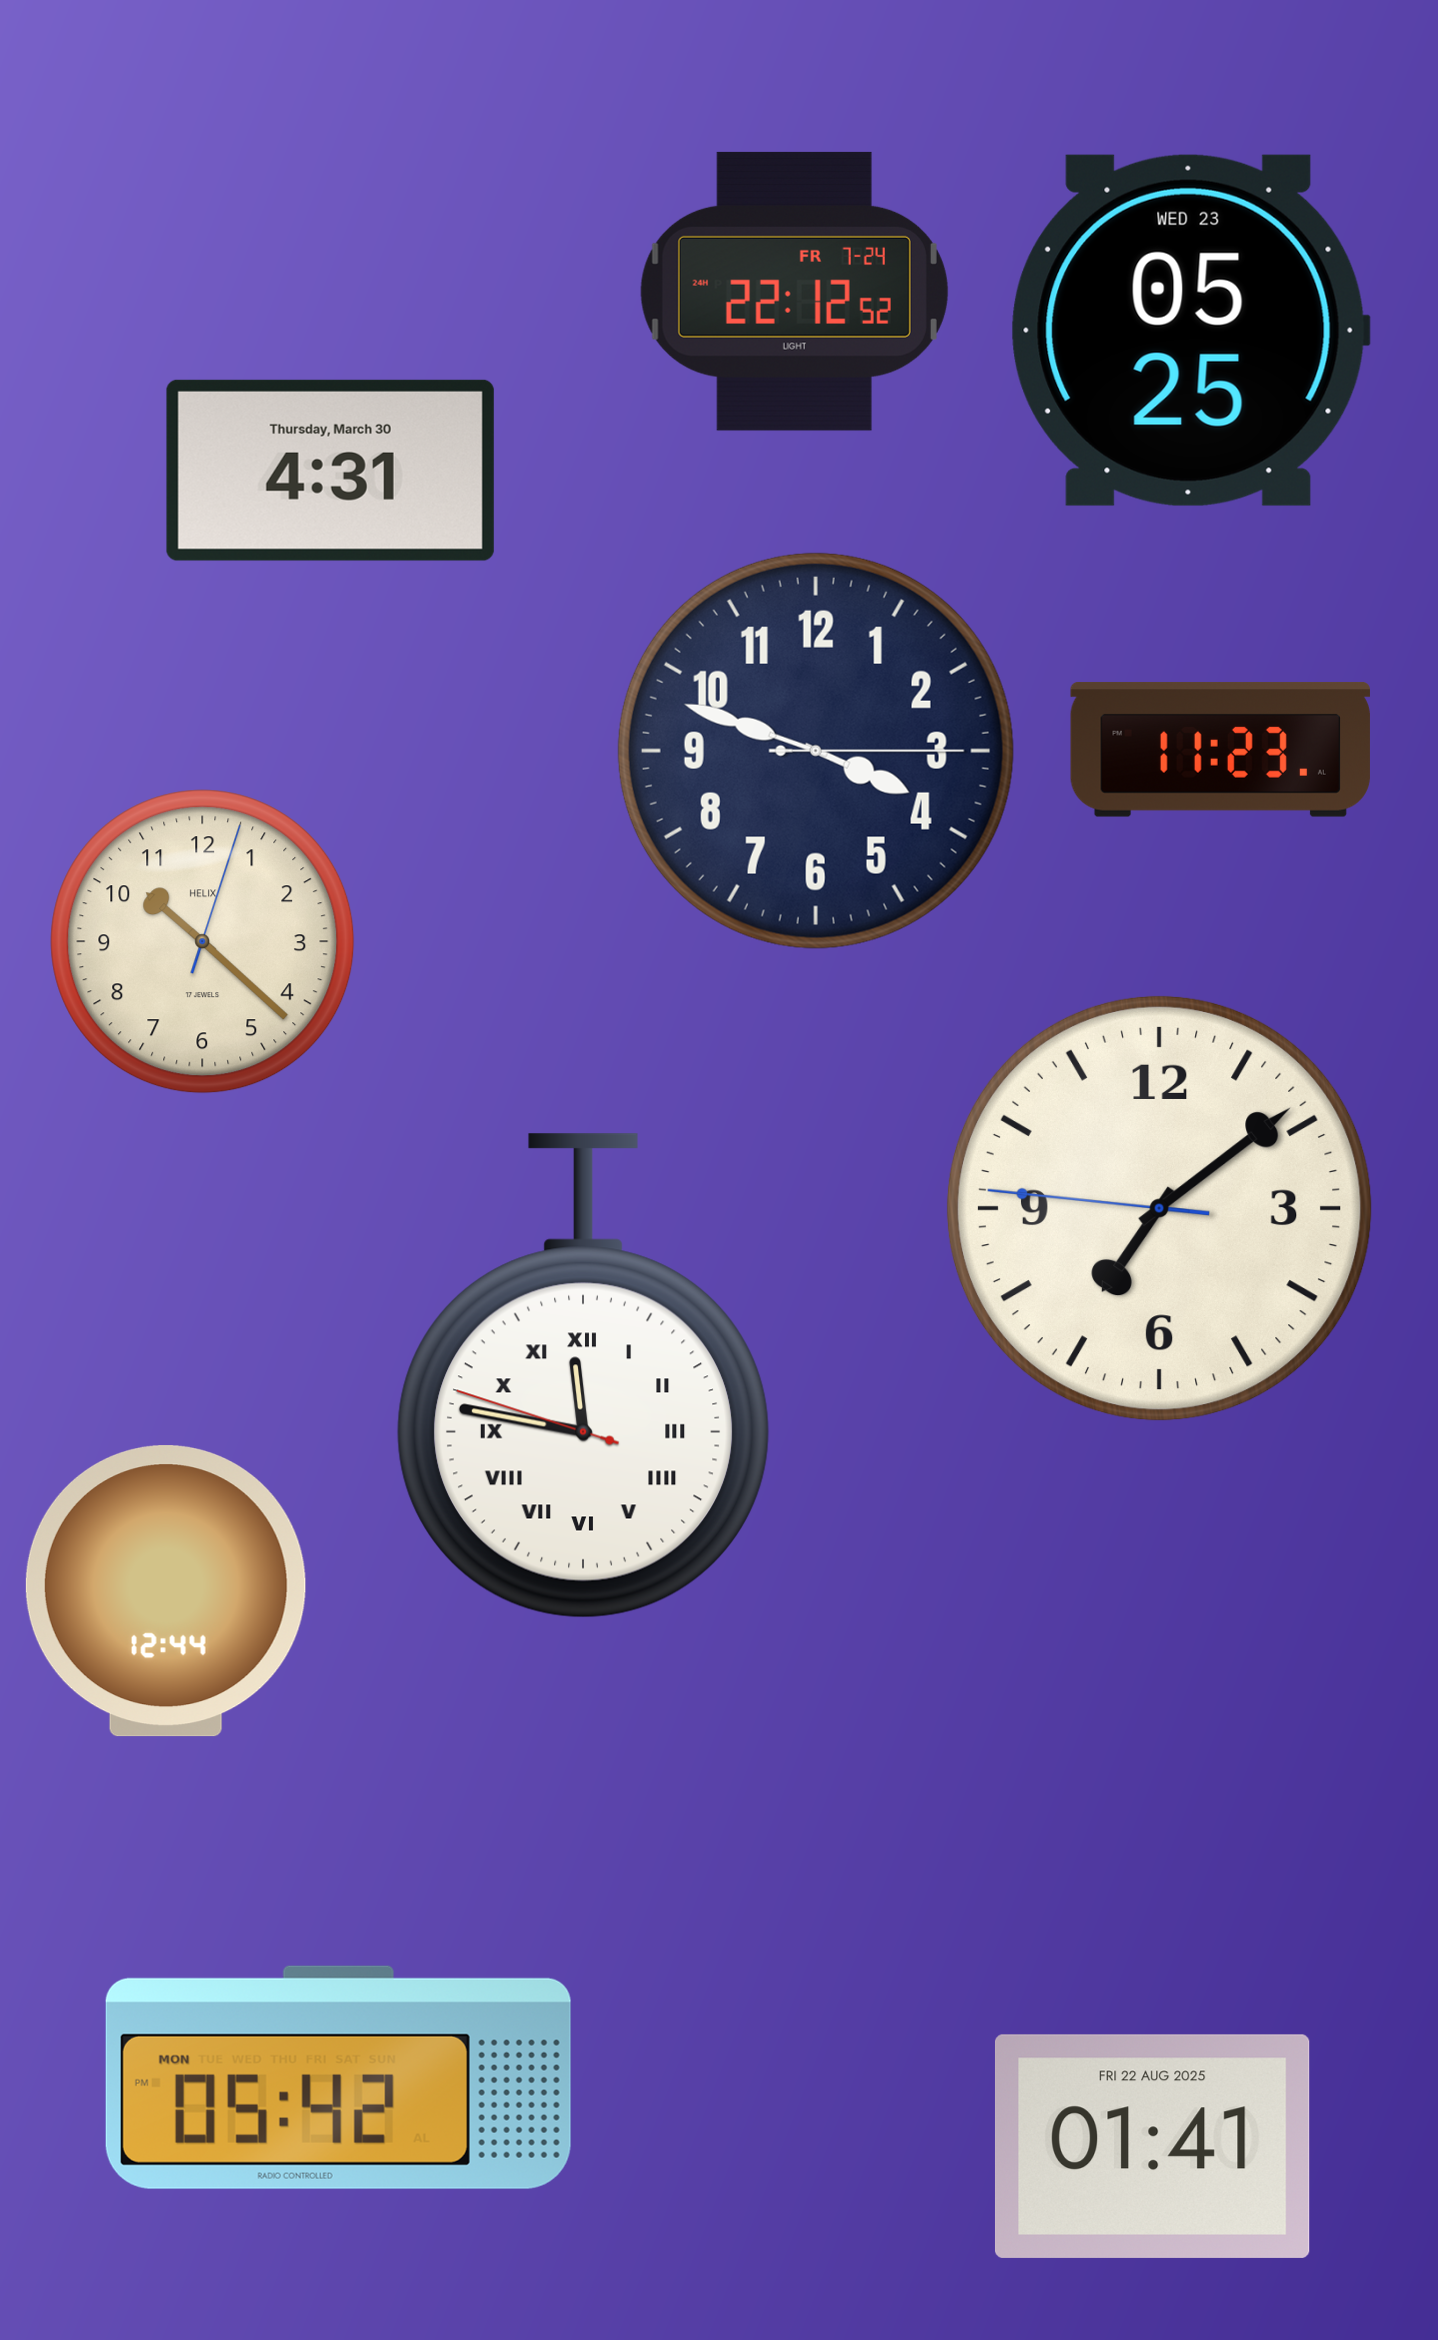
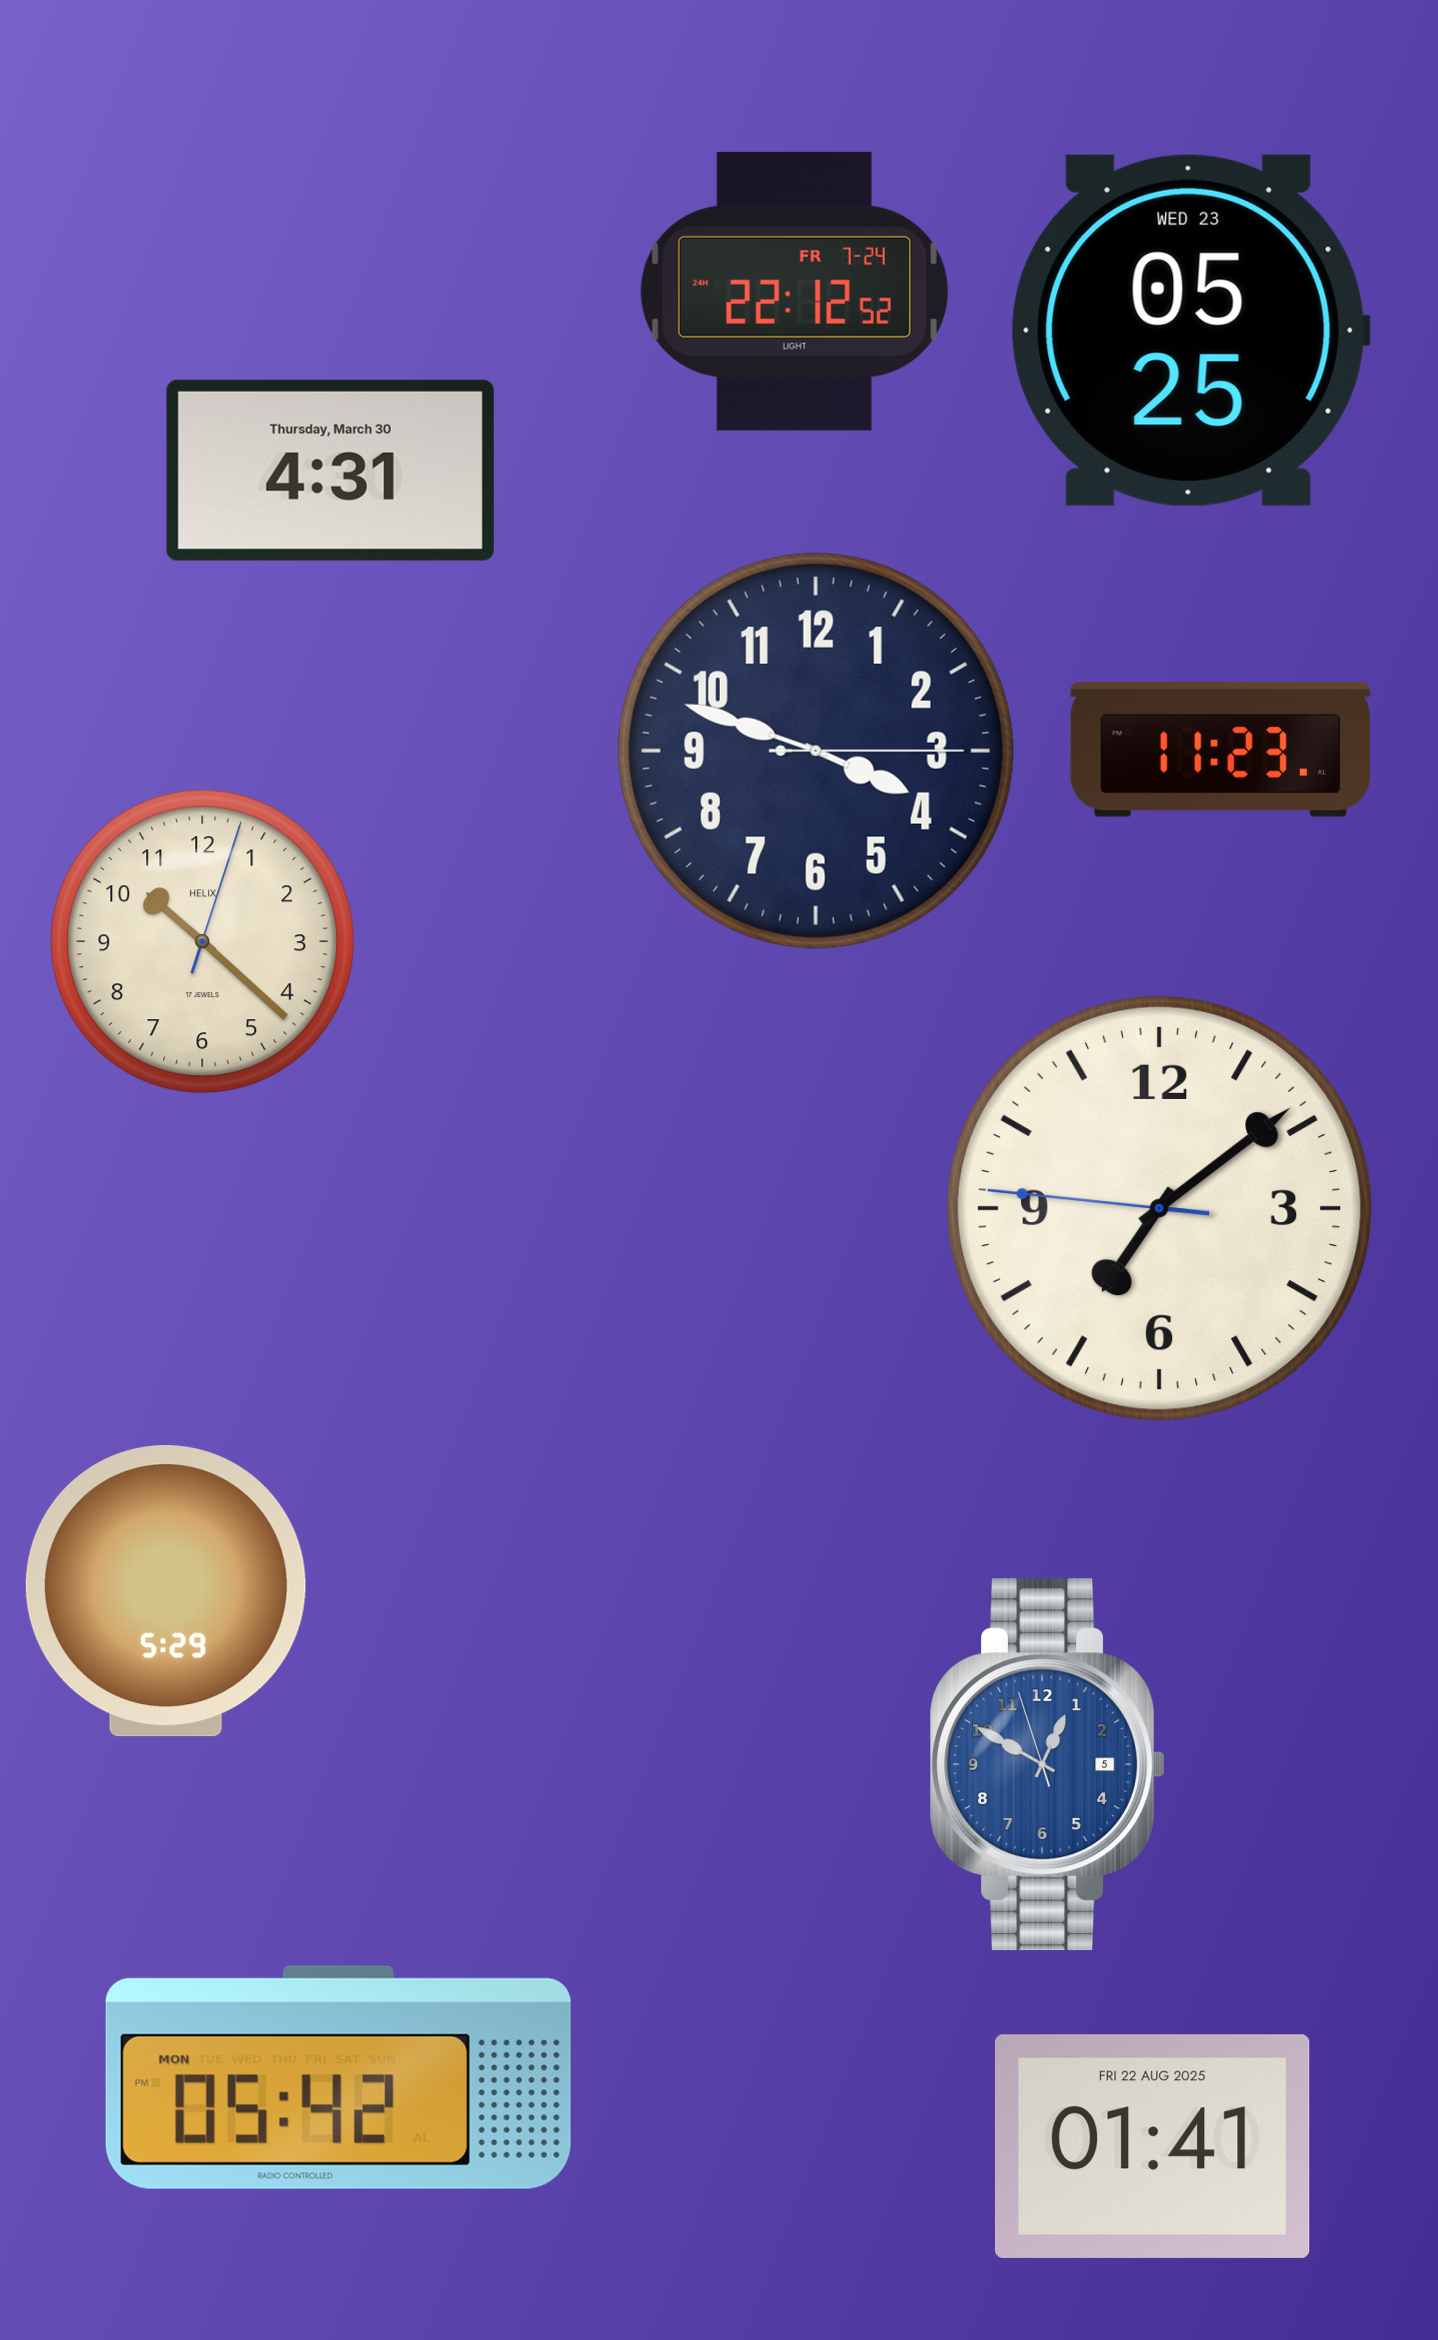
clock at (583, 1375): 11:46 -> none
clock at (166, 1591): 12:44 -> 5:29
clock at (1048, 1765): none -> 12:49
